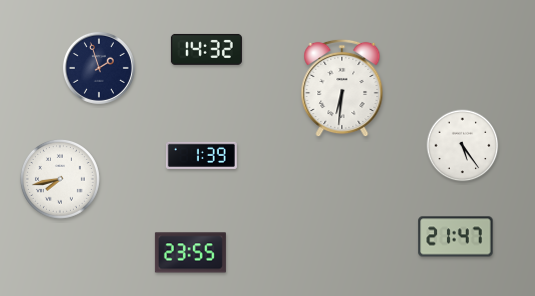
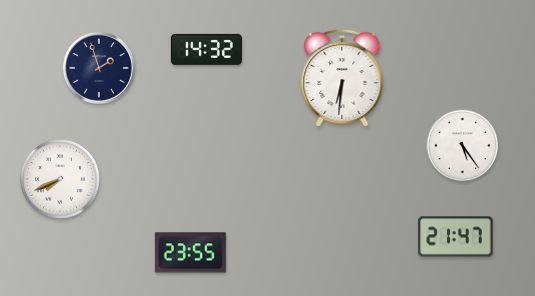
clock at (342, 88) position: (342, 88) -> (342, 78)
clock at (201, 155): 1:39 -> none
clock at (60, 179): 7:43 -> 7:41
